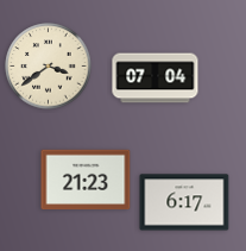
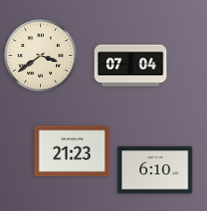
clock at (184, 202): 6:17 -> 6:10
